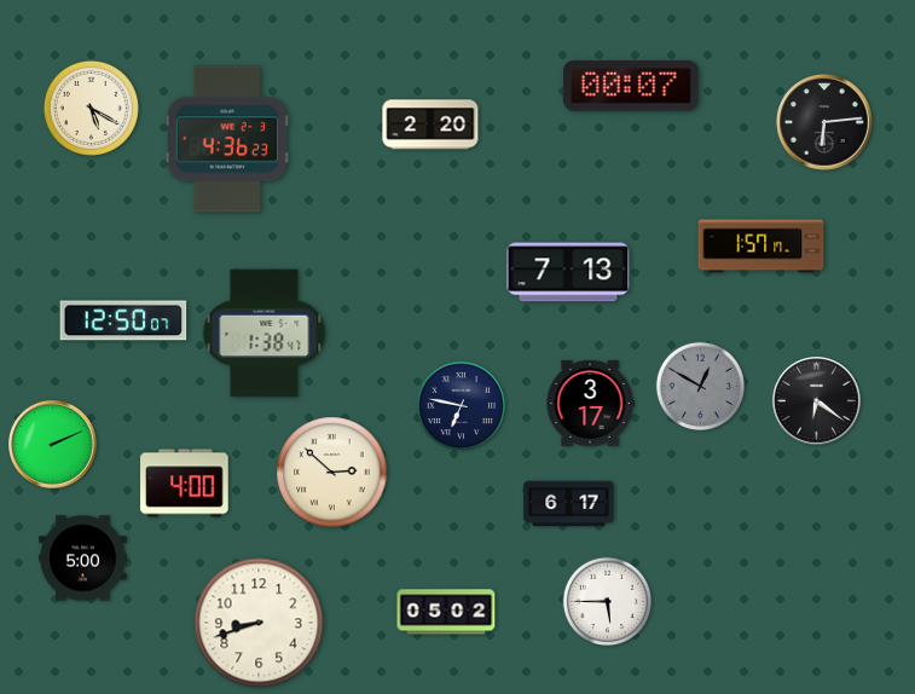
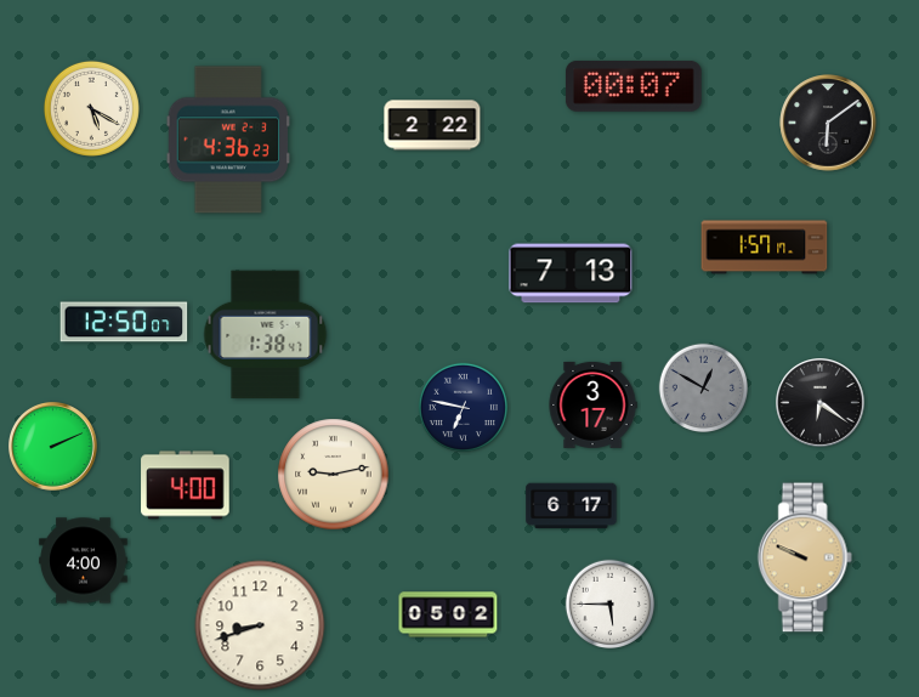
clock at (824, 122): 6:14 -> 6:09
clock at (430, 125): 2:20 -> 2:22
clock at (332, 473): 2:52 -> 9:13
clock at (805, 557): none -> 9:49
clock at (83, 559): 5:00 -> 4:00
